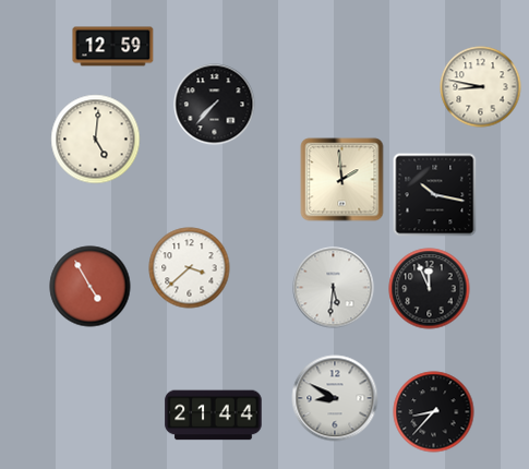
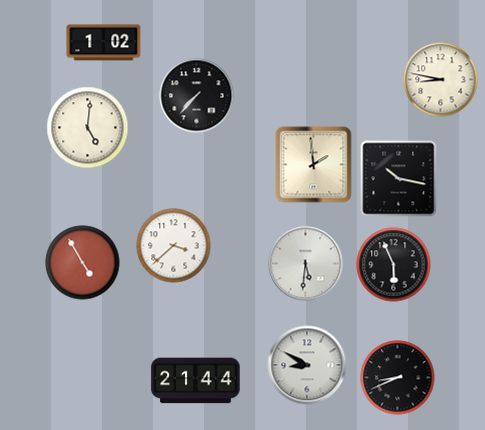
clock at (113, 47): 12:59 -> 1:02
clock at (430, 289): 11:56 -> 5:56
clock at (434, 412): 8:37 -> 8:41
